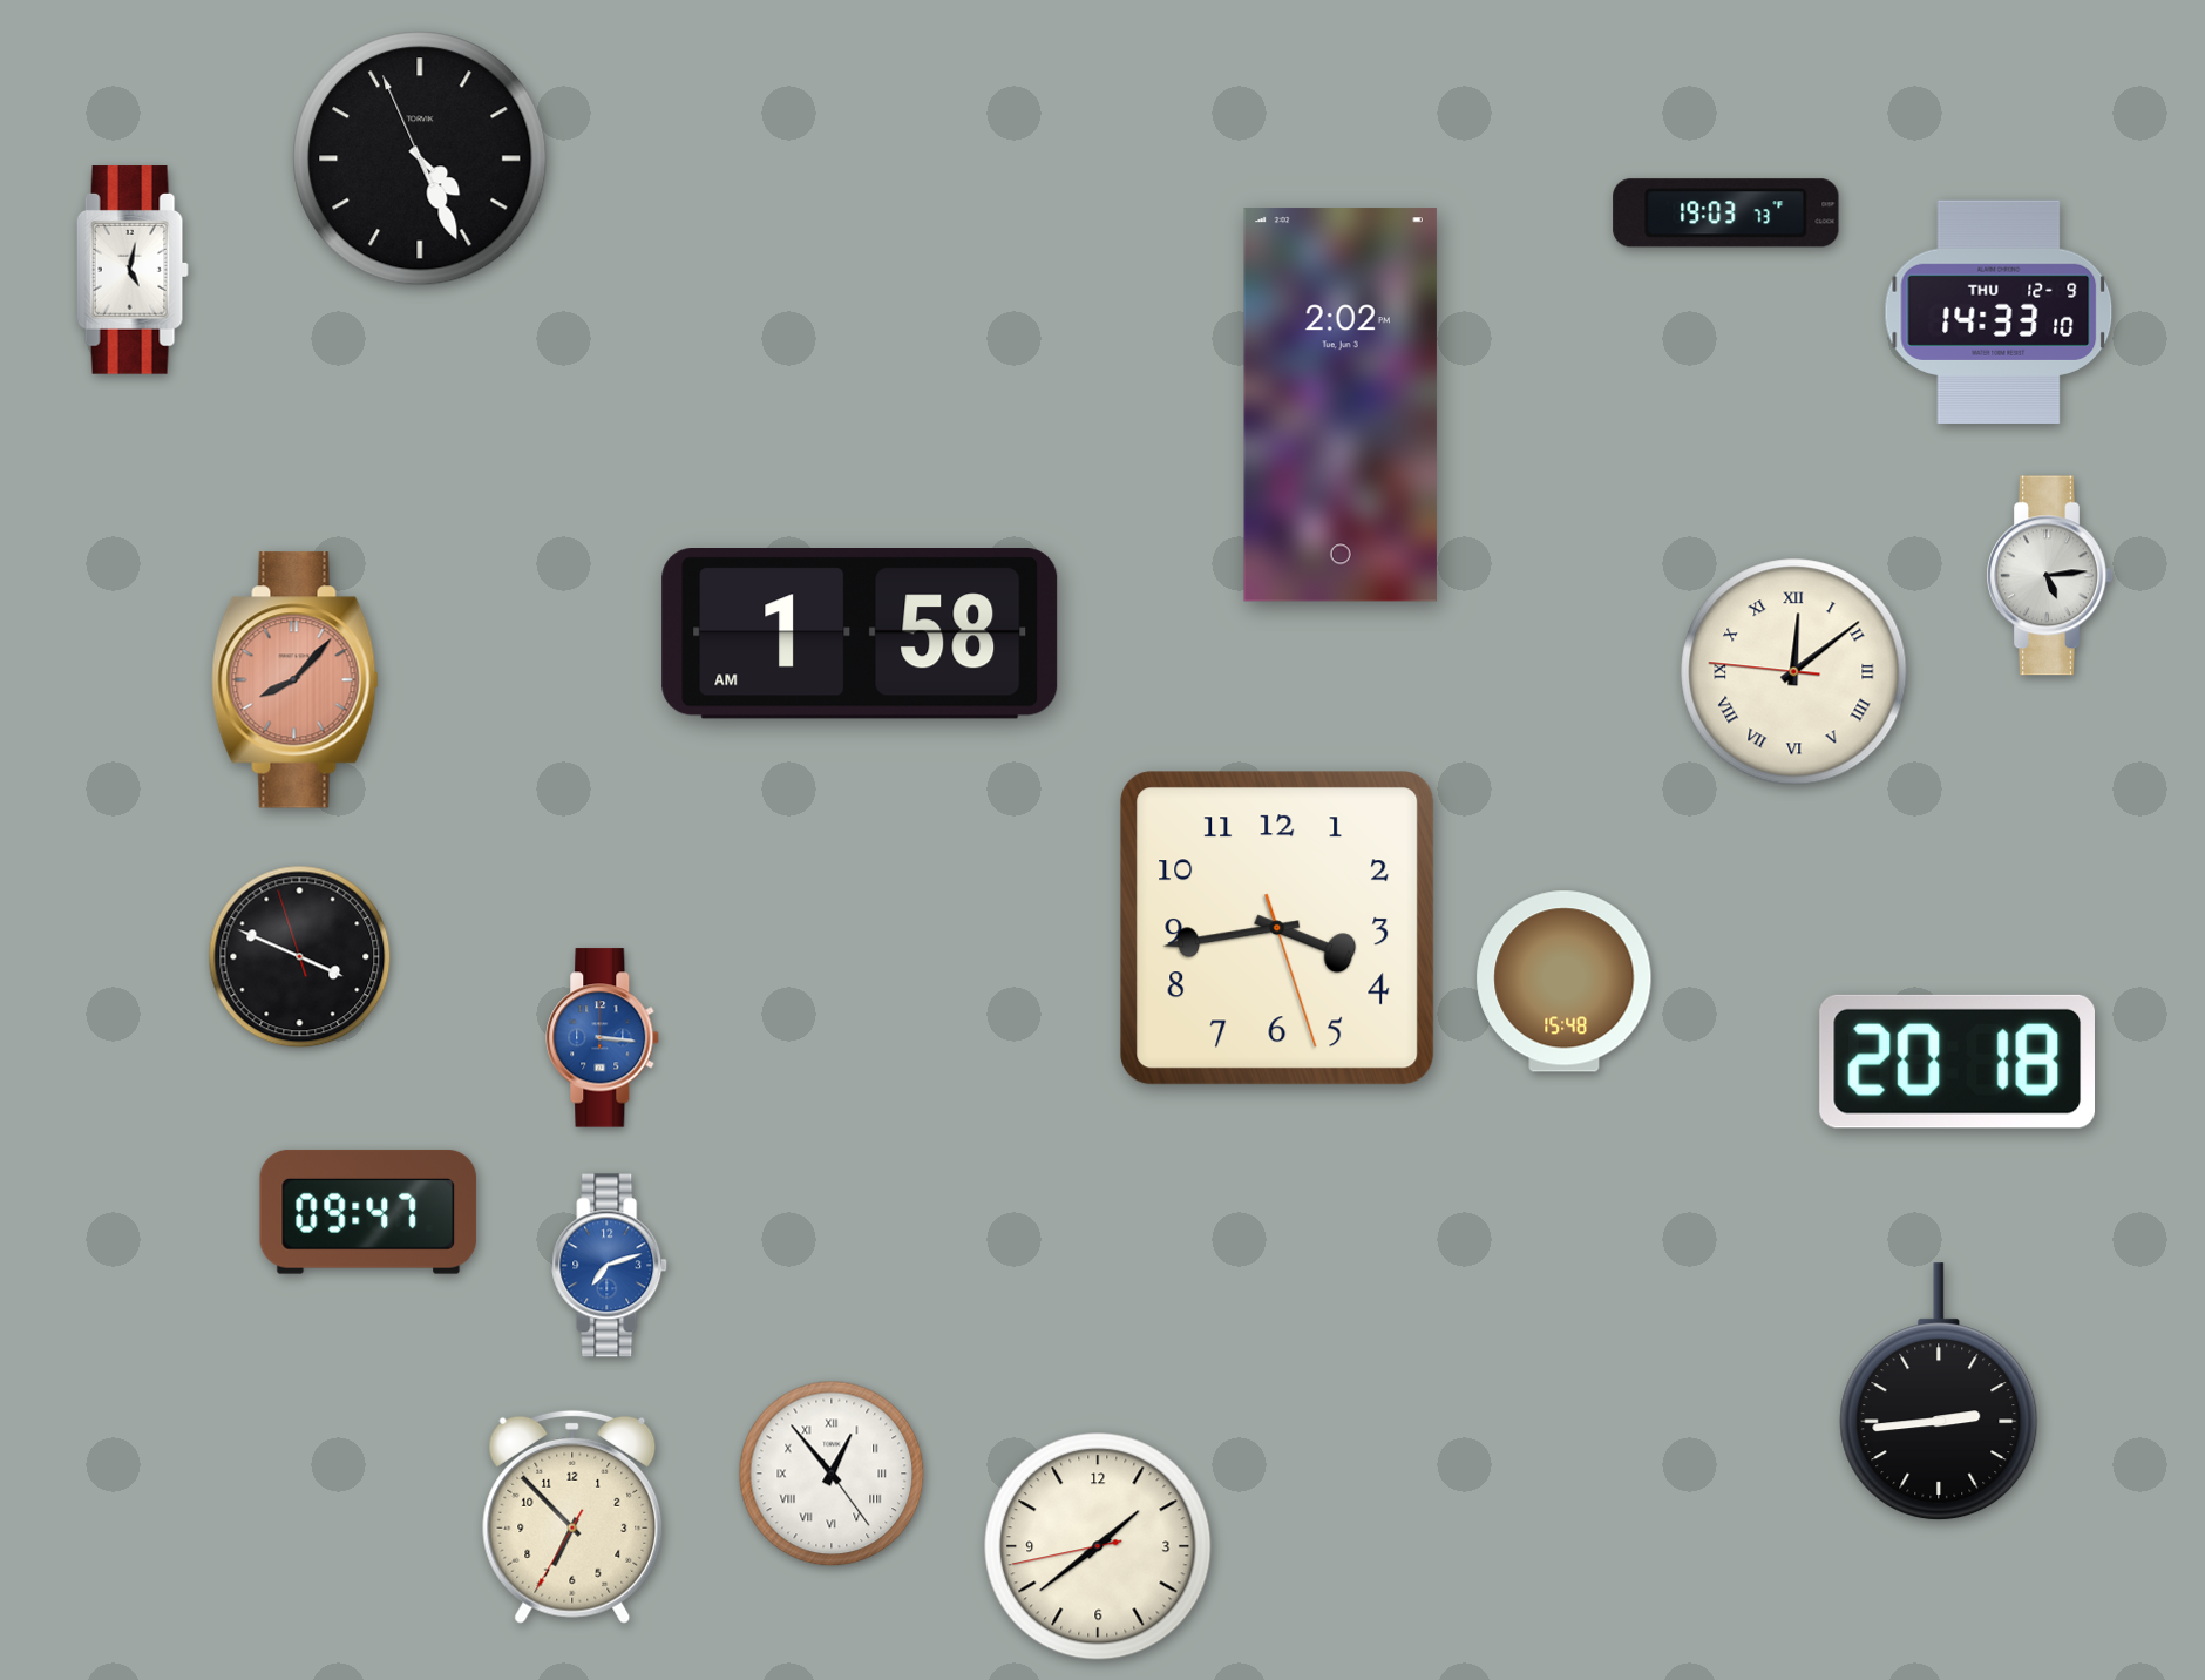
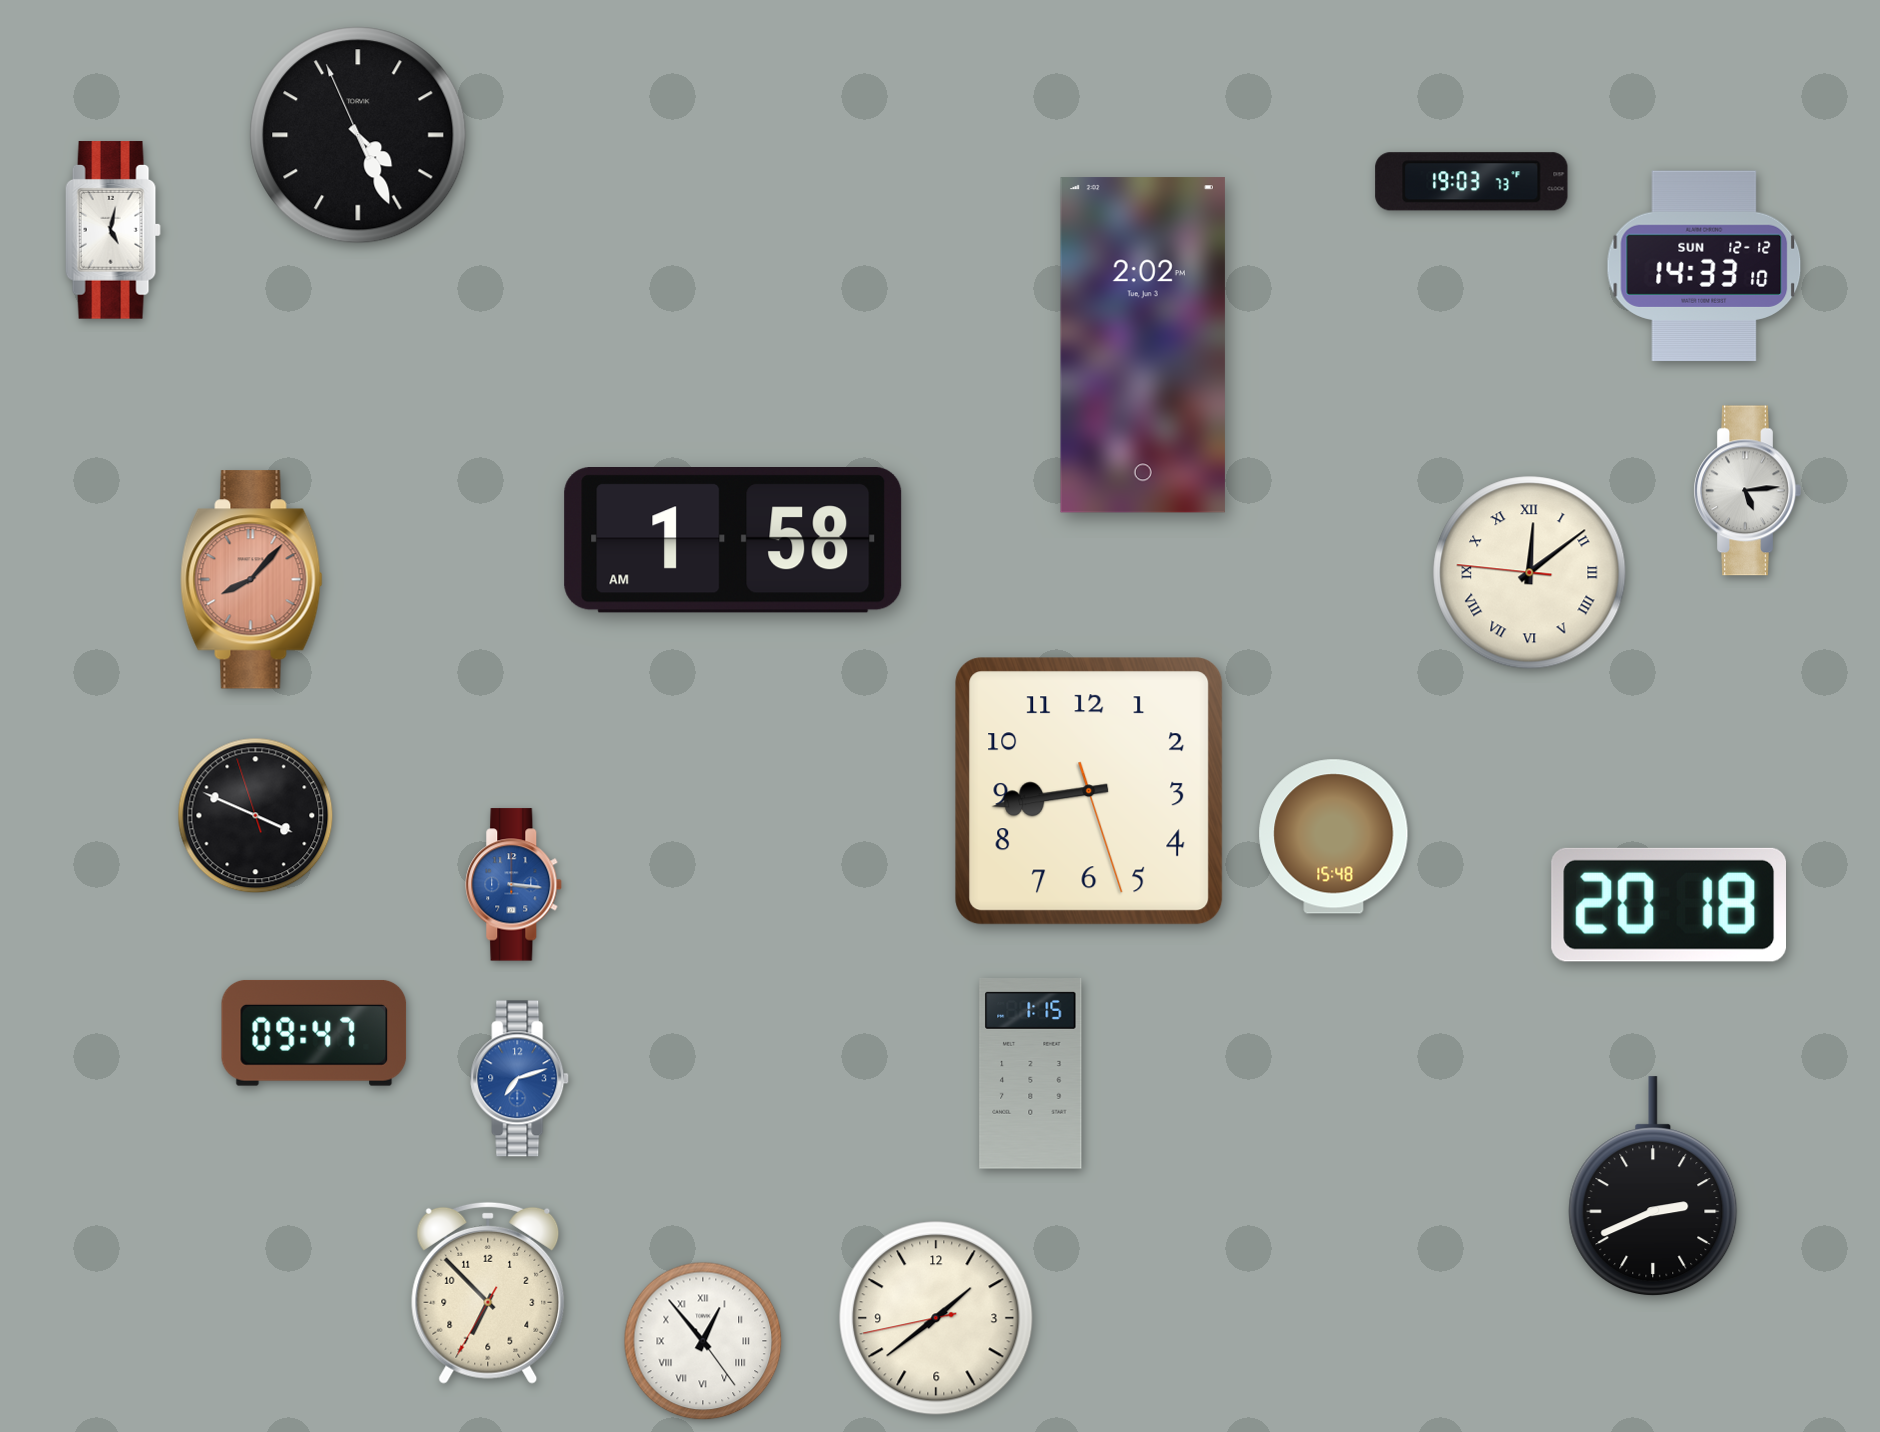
clock at (1999, 312) date: THU 12-9 -> SUN 12-12
clock at (1277, 928): 3:43 -> 8:43
clock at (1031, 1074): none -> 1:15
clock at (1939, 1393): 2:44 -> 2:41
clock at (832, 1474) position: (832, 1474) -> (703, 1341)
